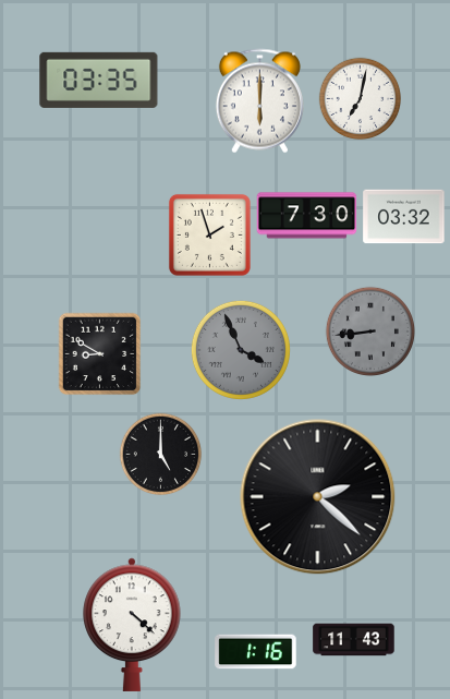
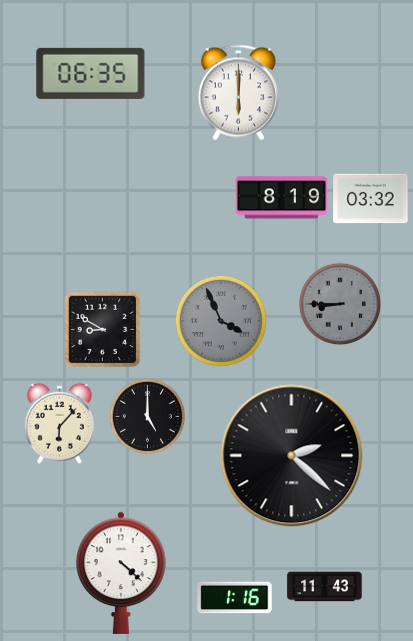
clock at (99, 80): 03:35 -> 06:35
clock at (361, 99): 7:02 -> none
clock at (307, 216): 7:30 -> 8:19
clock at (209, 234): 1:57 -> none
clock at (369, 330): 8:44 -> 8:45
clock at (100, 354) position: (100, 354) -> (103, 330)
clock at (59, 423): none -> 6:07
